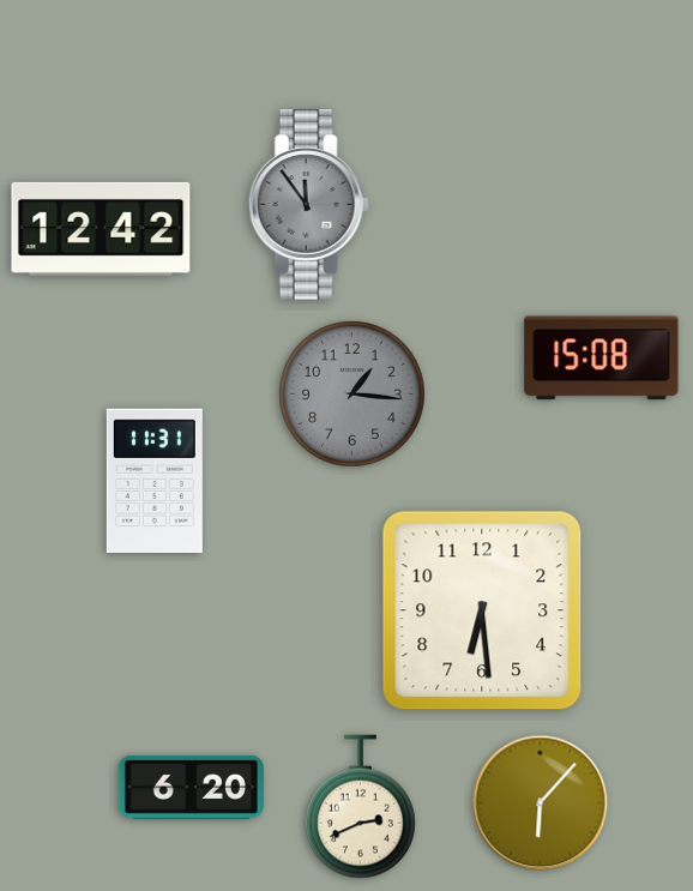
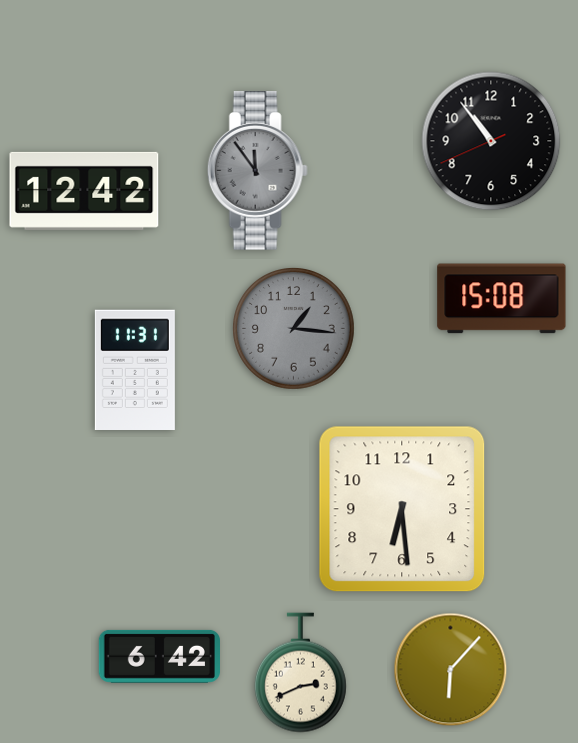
clock at (491, 141): none -> 10:53
clock at (155, 480) position: (155, 480) -> (135, 369)
clock at (191, 787): 6:20 -> 6:42
